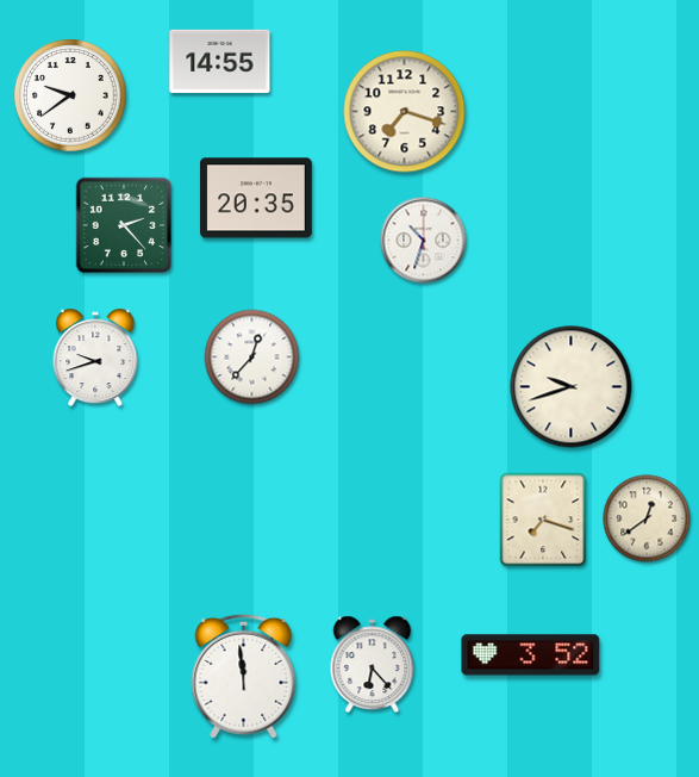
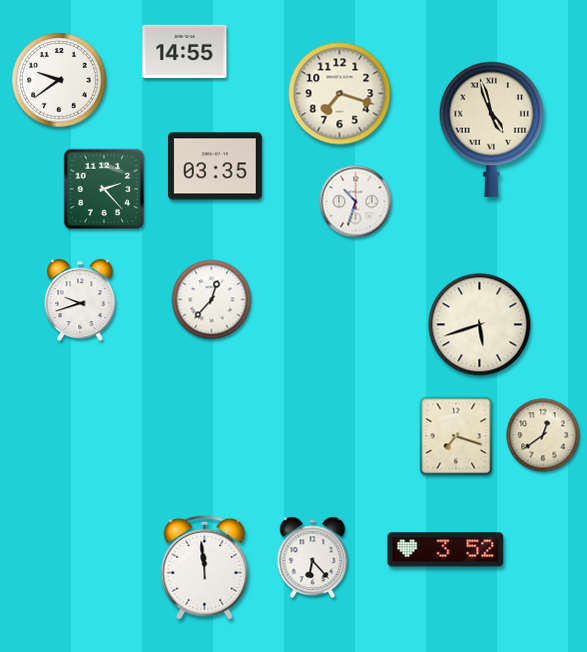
clock at (492, 129): none -> 4:57
clock at (256, 198): 20:35 -> 03:35
clock at (572, 387): 9:42 -> 5:42
